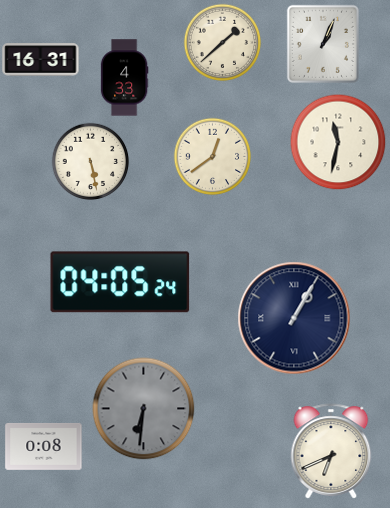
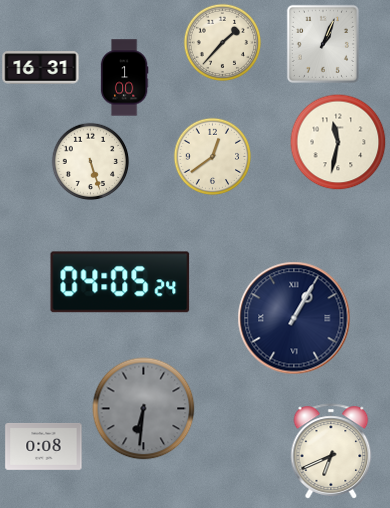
clock at (222, 42): 1:38 -> 1:37
clock at (41, 60) position: (41, 60) -> (41, 68)
clock at (124, 78): 4:33 -> 1:00
clock at (90, 161): 5:28 -> 5:27
